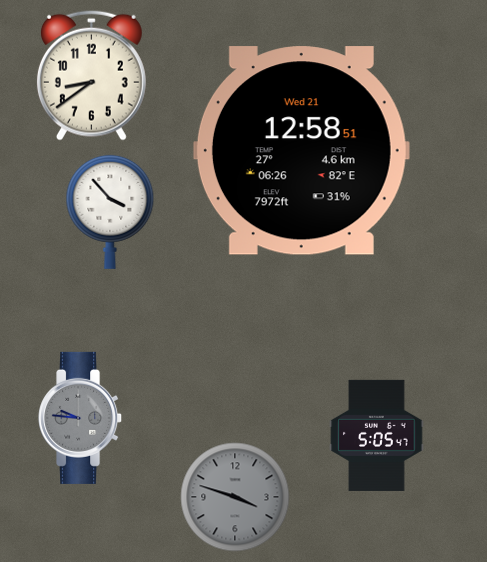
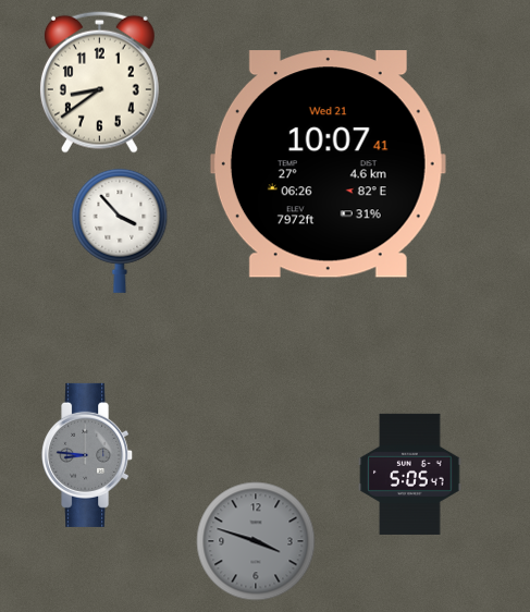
clock at (301, 151): 12:58 -> 10:07
clock at (81, 418): 9:46 -> 8:46
